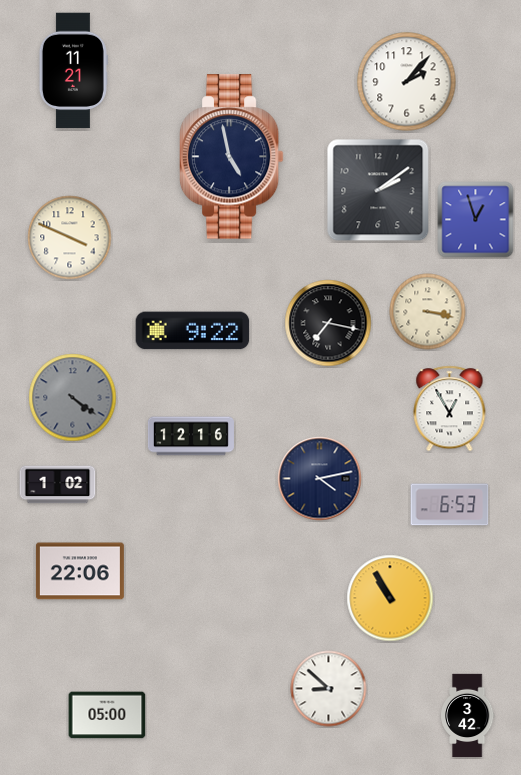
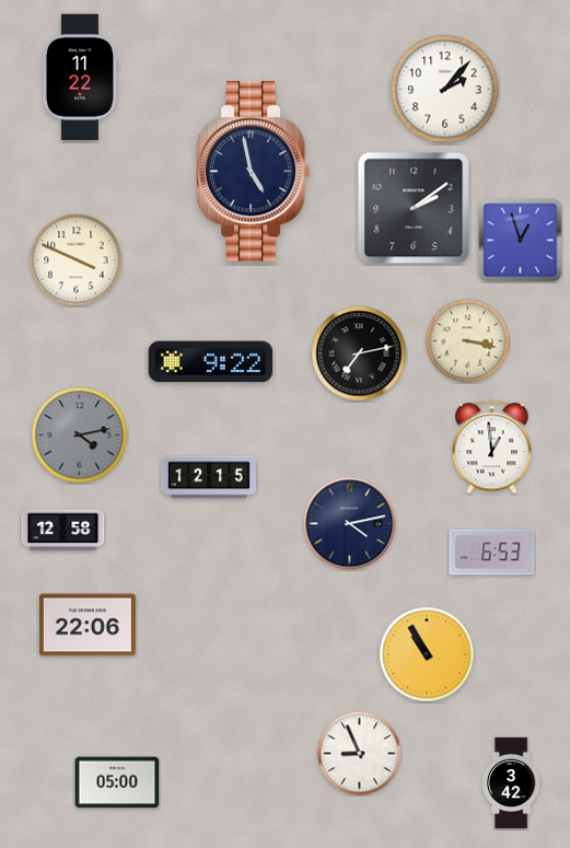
clock at (73, 71): 11:21 -> 11:22
clock at (328, 323): 7:17 -> 7:13
clock at (73, 398): 4:21 -> 4:13
clock at (450, 409): 12:55 -> 12:59
clock at (191, 436): 12:16 -> 12:15
clock at (58, 485): 1:02 -> 12:58
clock at (329, 689): 8:52 -> 8:56
